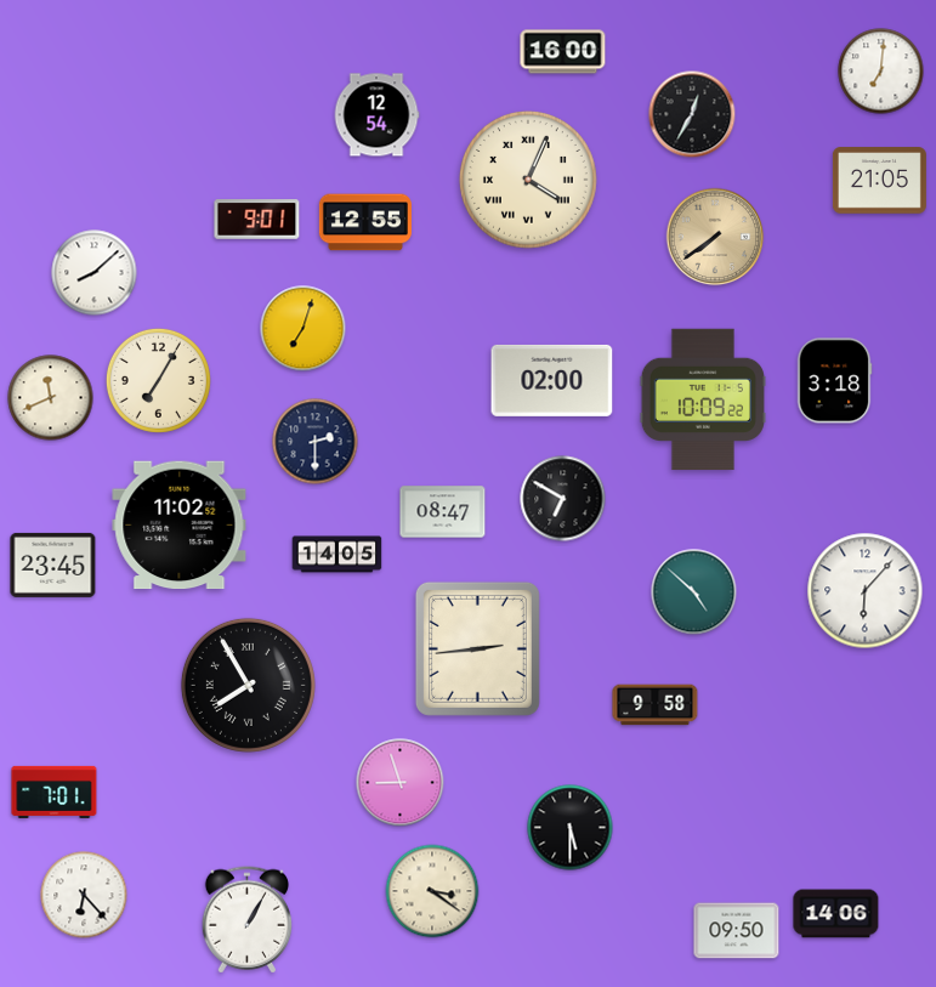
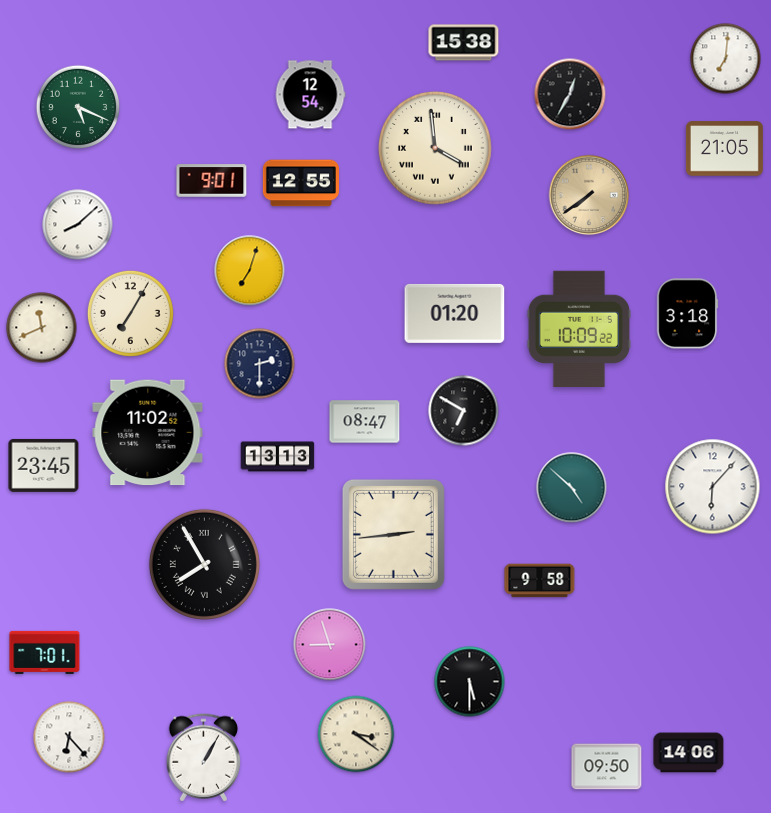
clock at (563, 52): 16:00 -> 15:38
clock at (78, 107): none -> 5:19
clock at (528, 180): 4:04 -> 3:59
clock at (552, 380): 02:00 -> 01:20
clock at (337, 555): 14:05 -> 13:13
